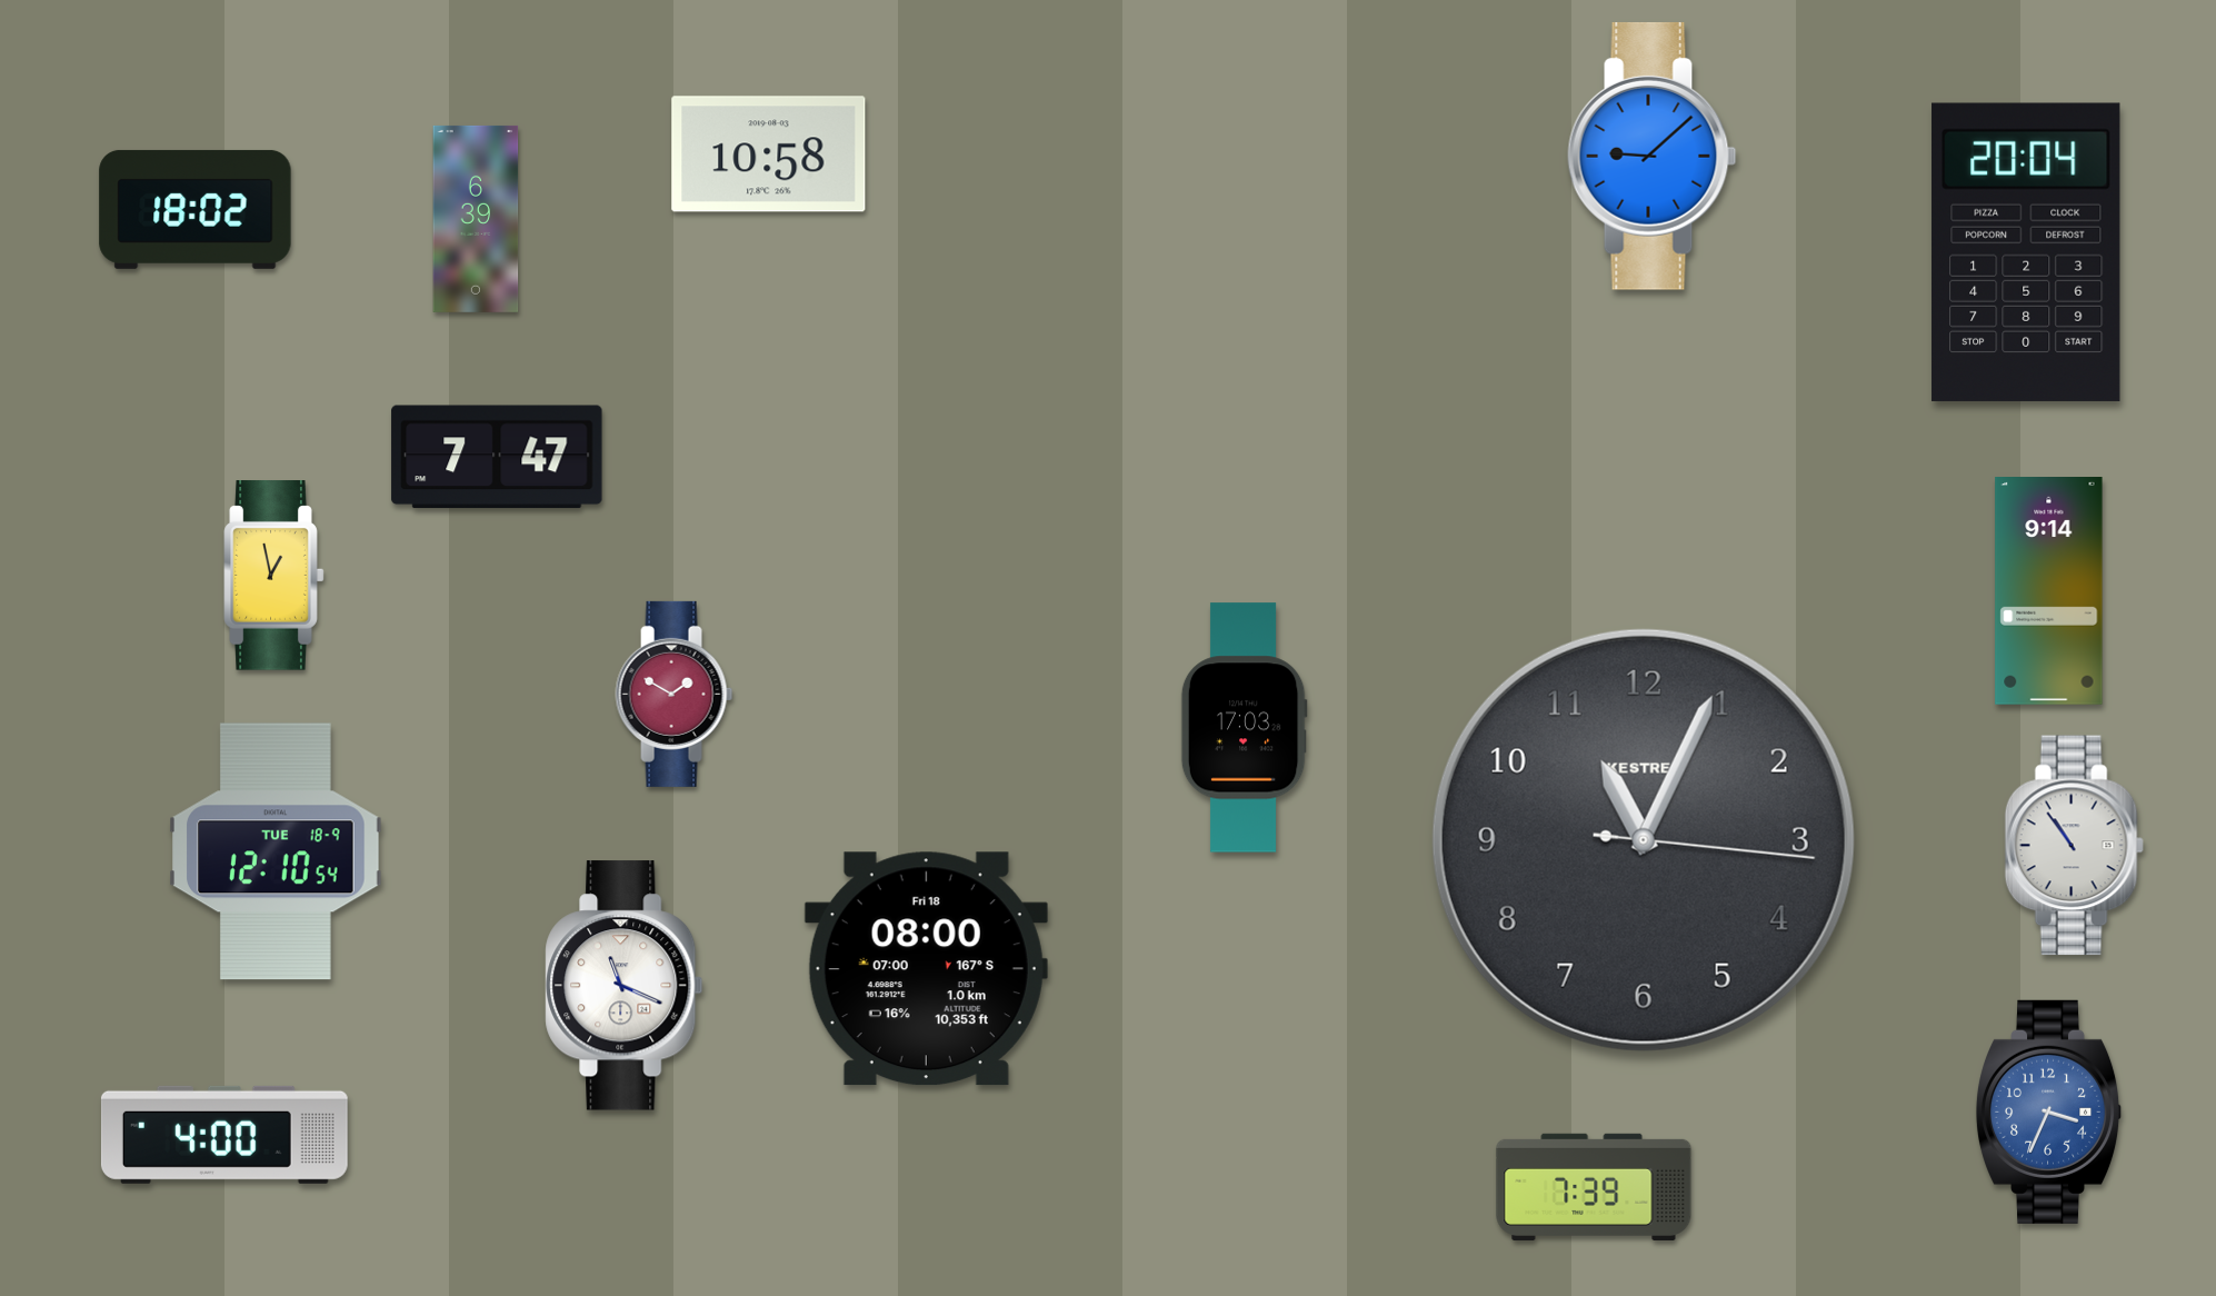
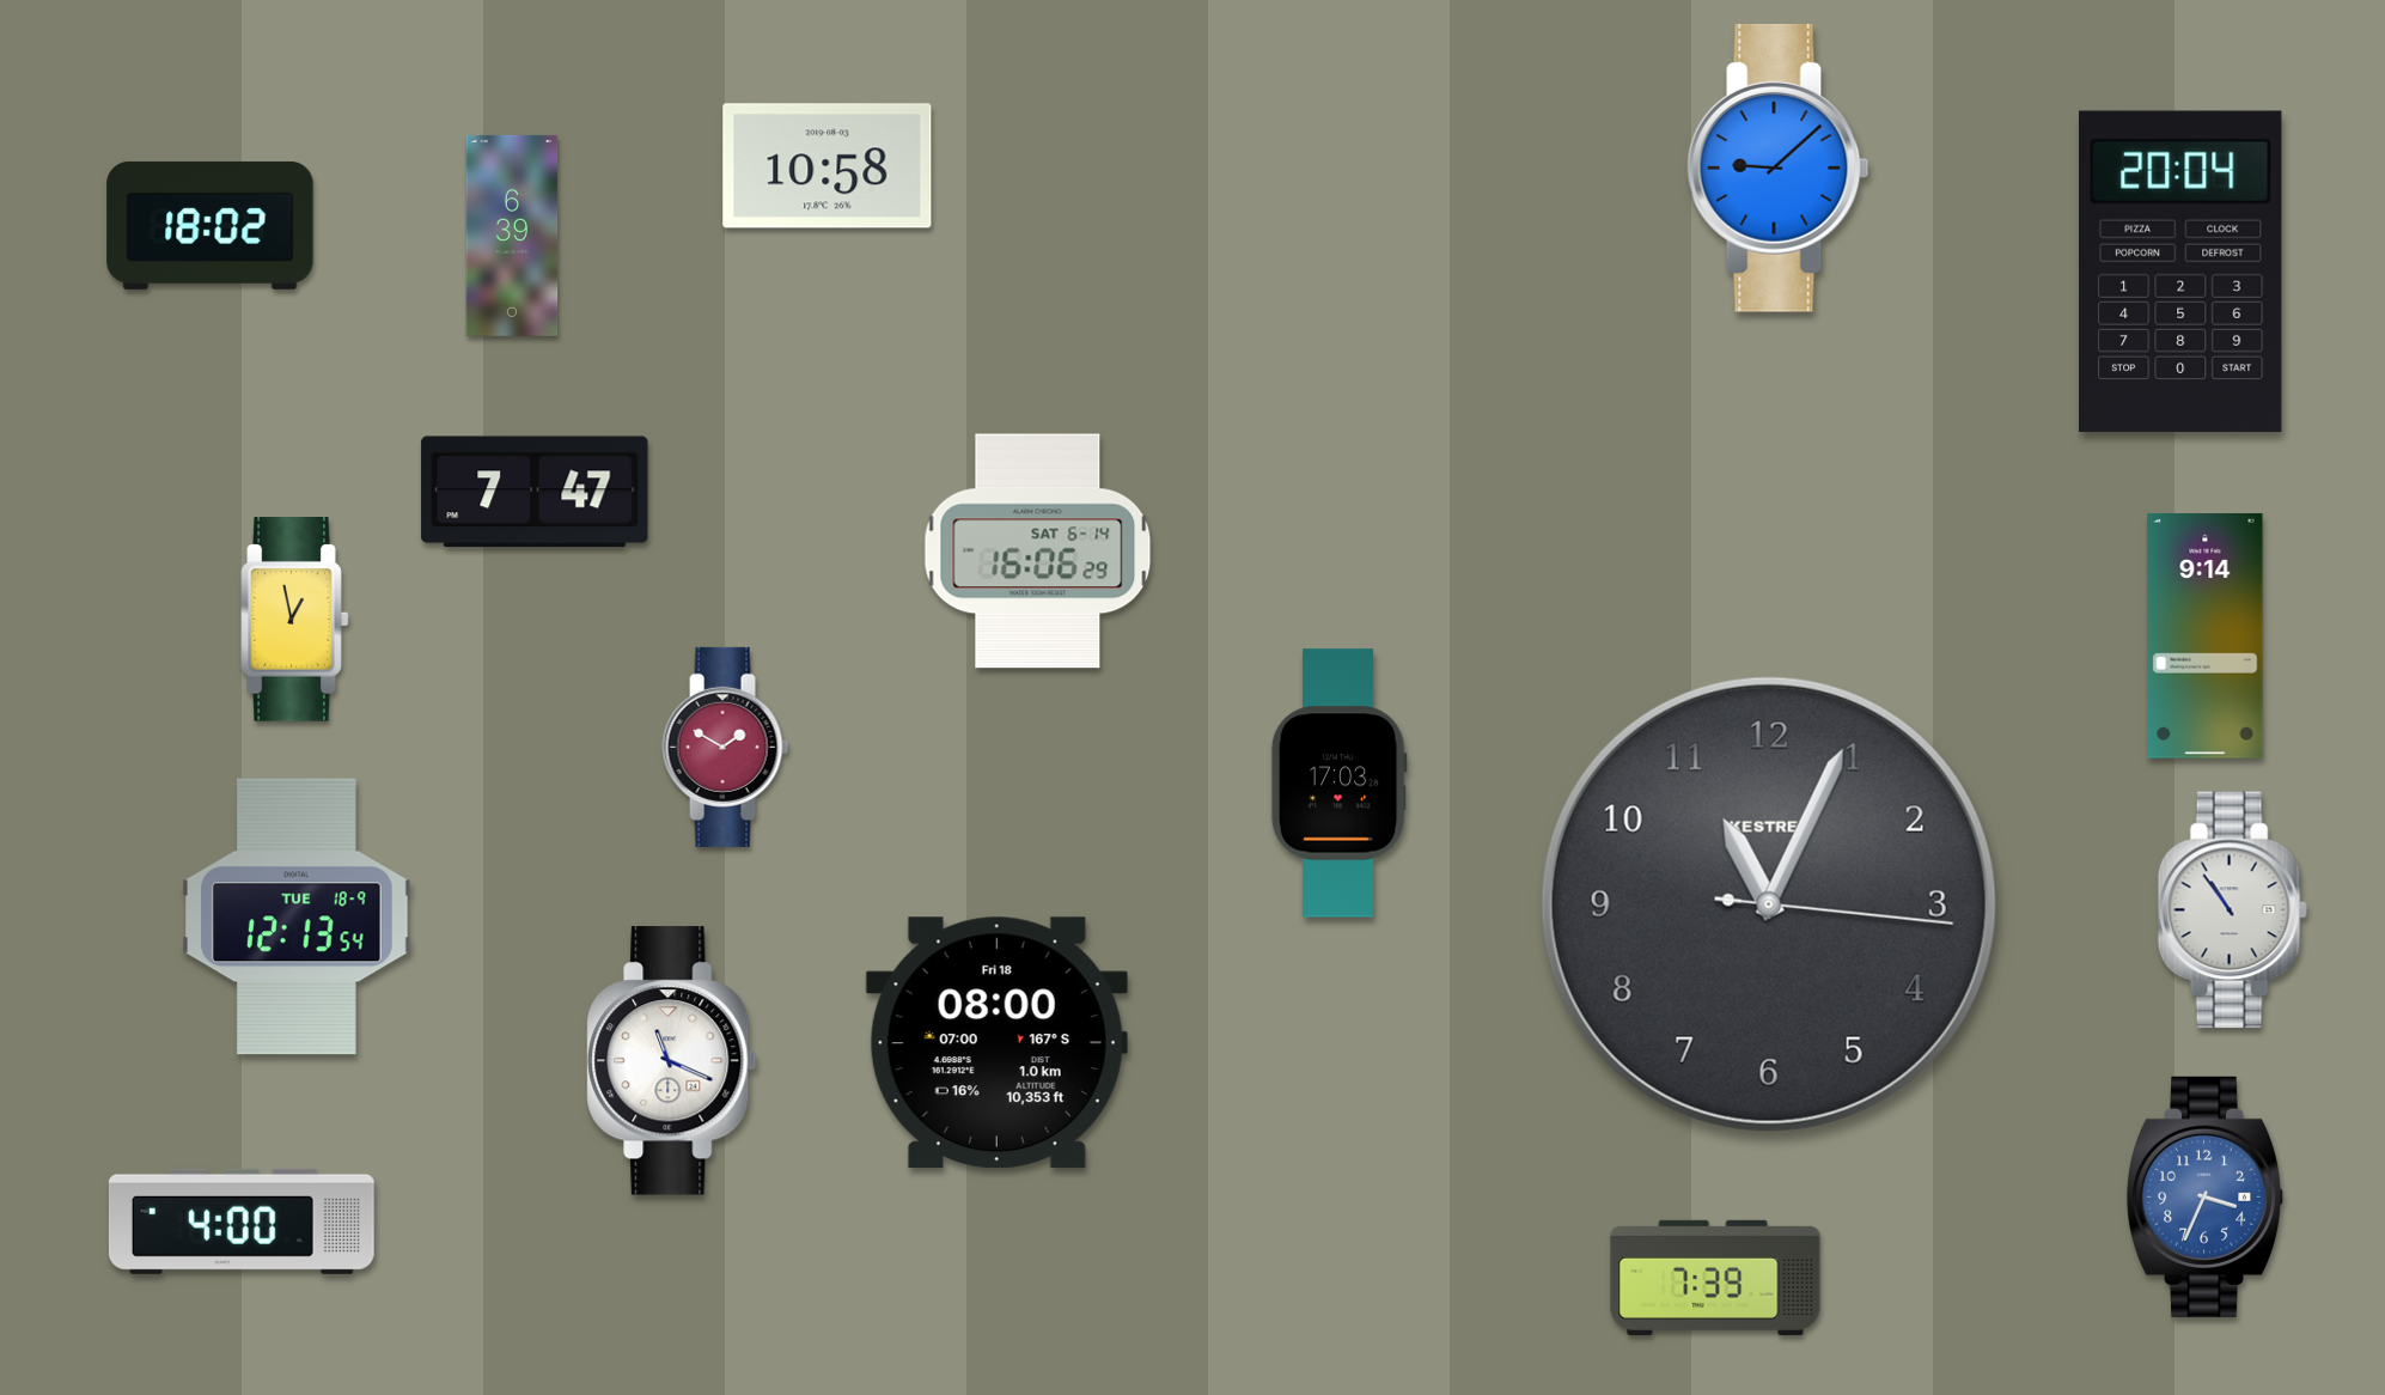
clock at (1038, 552): none -> 16:06
clock at (276, 851): 12:10 -> 12:13
